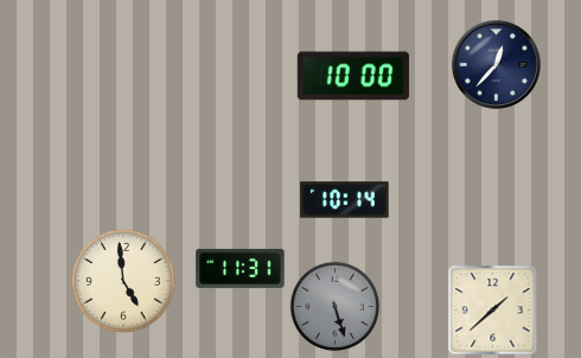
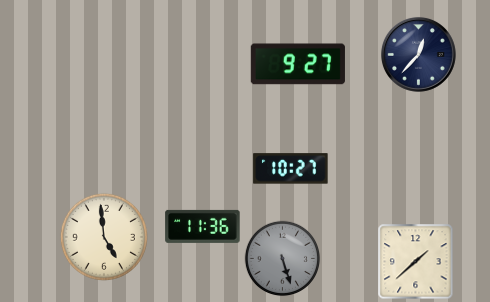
clock at (353, 76): 10:00 -> 9:27
clock at (345, 200): 10:14 -> 10:27
clock at (241, 268): 11:31 -> 11:36
